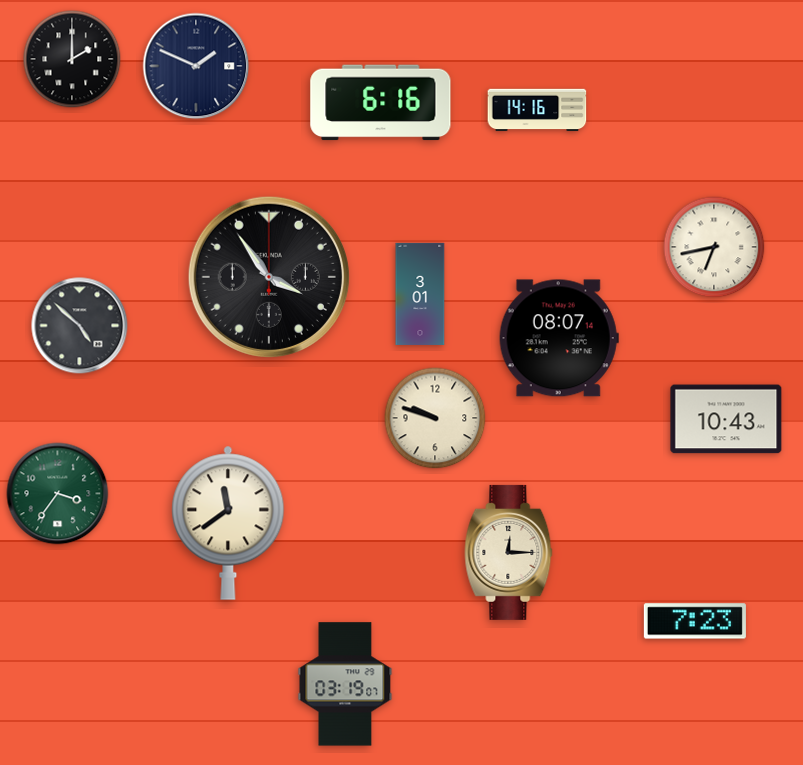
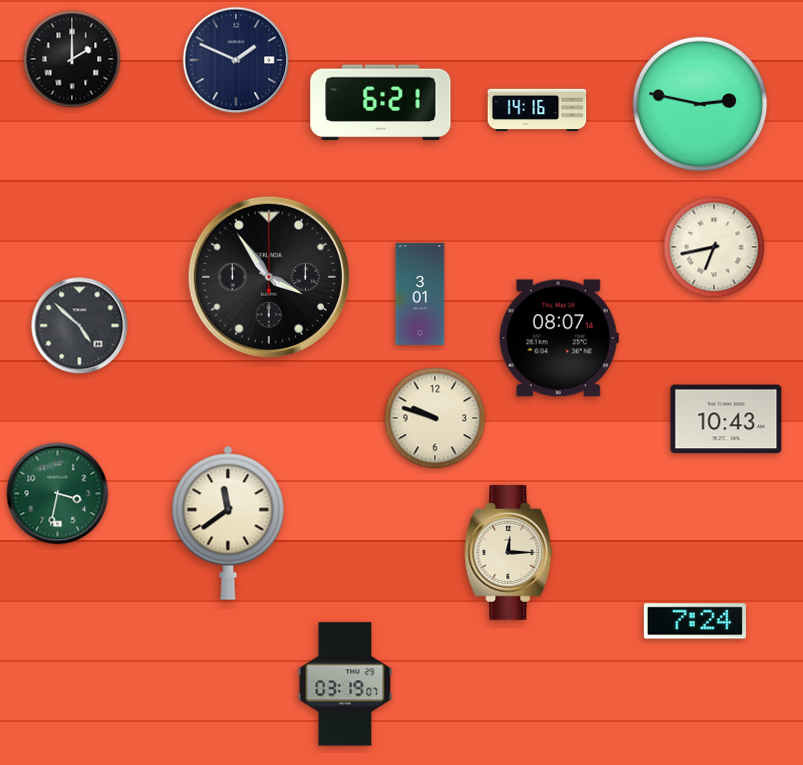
clock at (196, 66) position: (196, 66) -> (236, 60)
clock at (381, 103): 6:16 -> 6:21
clock at (700, 104): none -> 2:47
clock at (58, 494): 3:36 -> 3:32
clock at (695, 621): 7:23 -> 7:24
